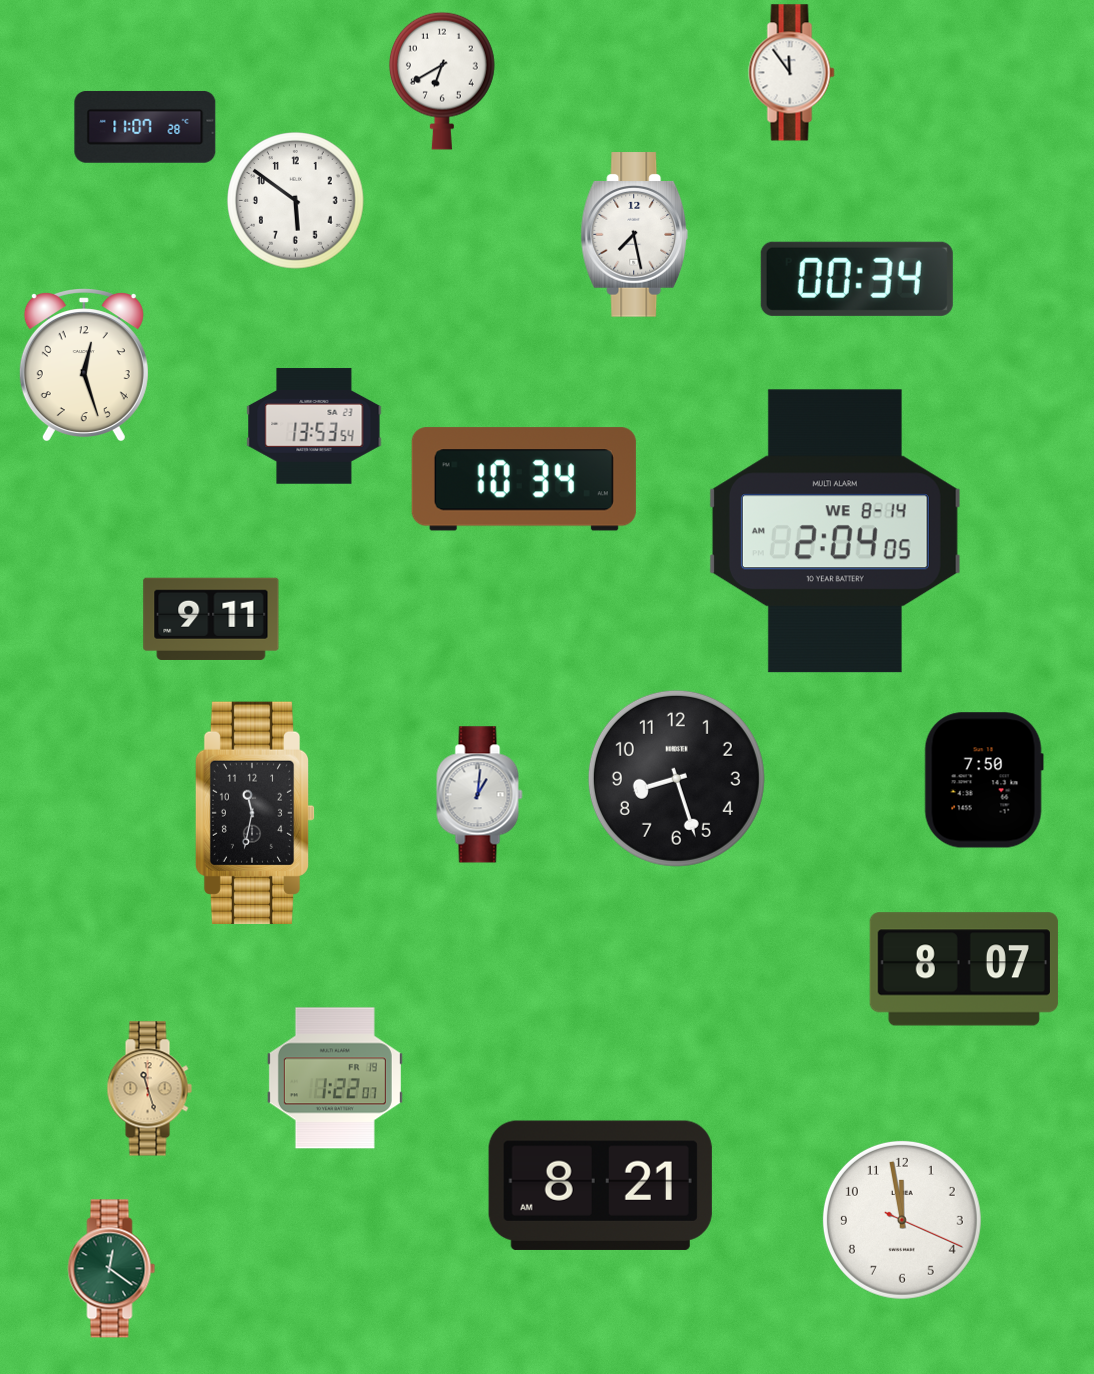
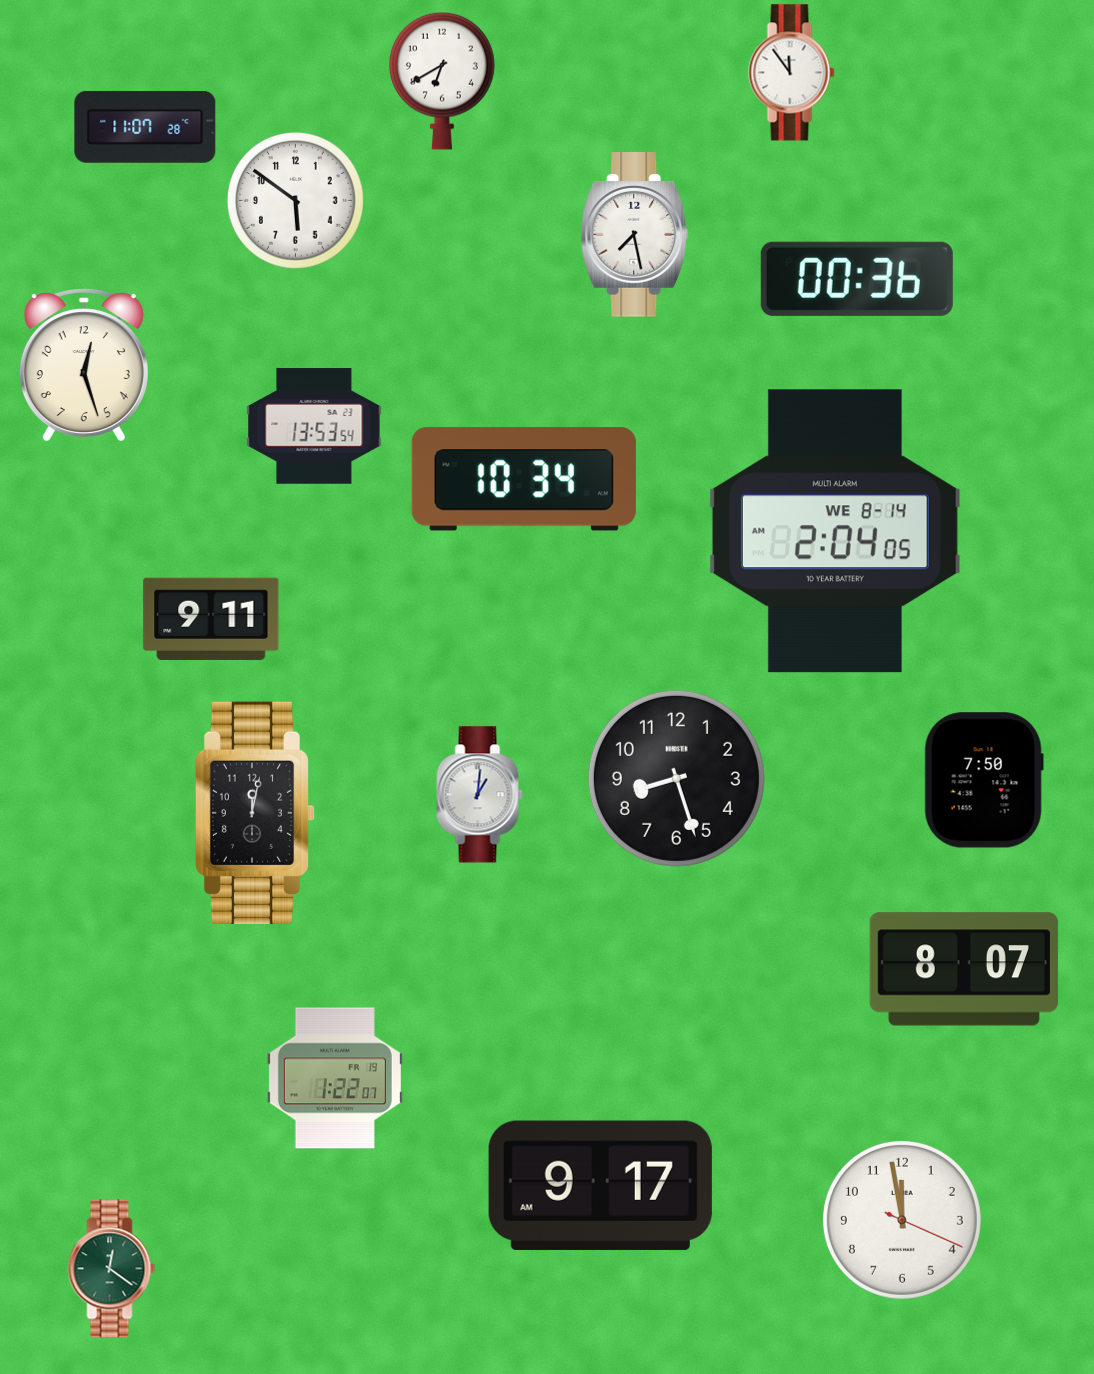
clock at (857, 279): 00:34 -> 00:36
clock at (255, 813): 11:32 -> 12:02
clock at (149, 1089): 11:27 -> none
clock at (600, 1185): 8:21 -> 9:17
